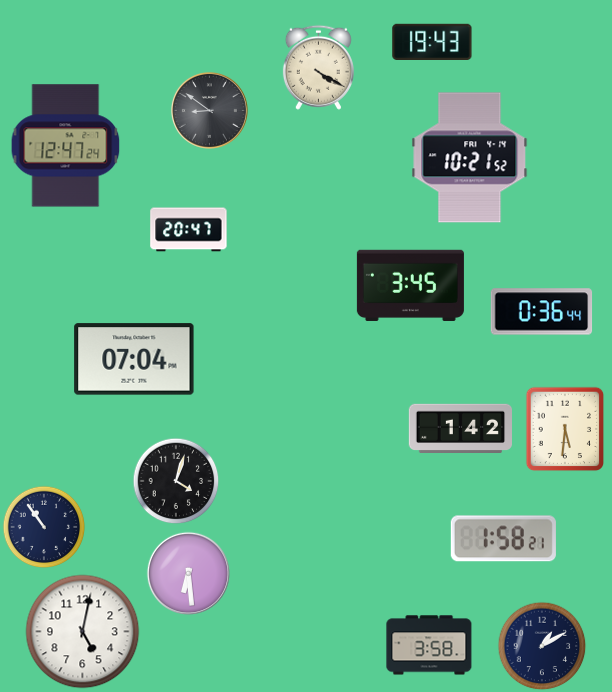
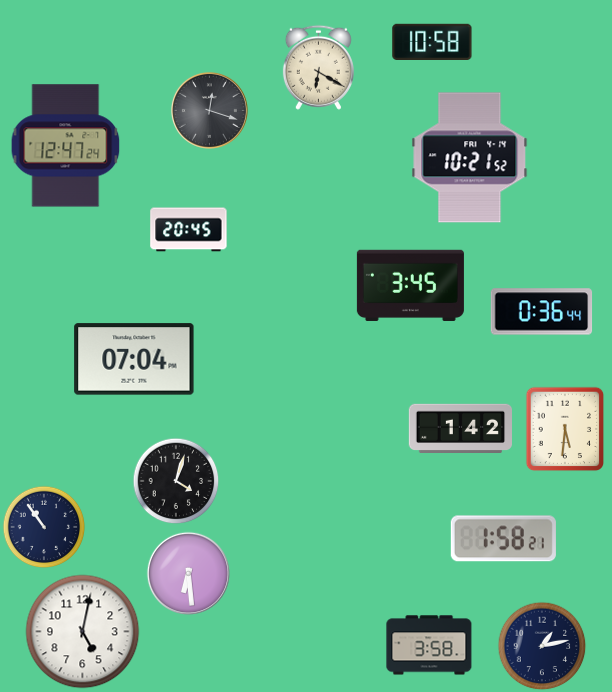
clock at (432, 41): 19:43 -> 10:58
clock at (318, 67): 4:20 -> 6:20
clock at (209, 110): 8:51 -> 12:18
clock at (189, 230): 20:47 -> 20:45
clock at (542, 646): 1:10 -> 1:13
